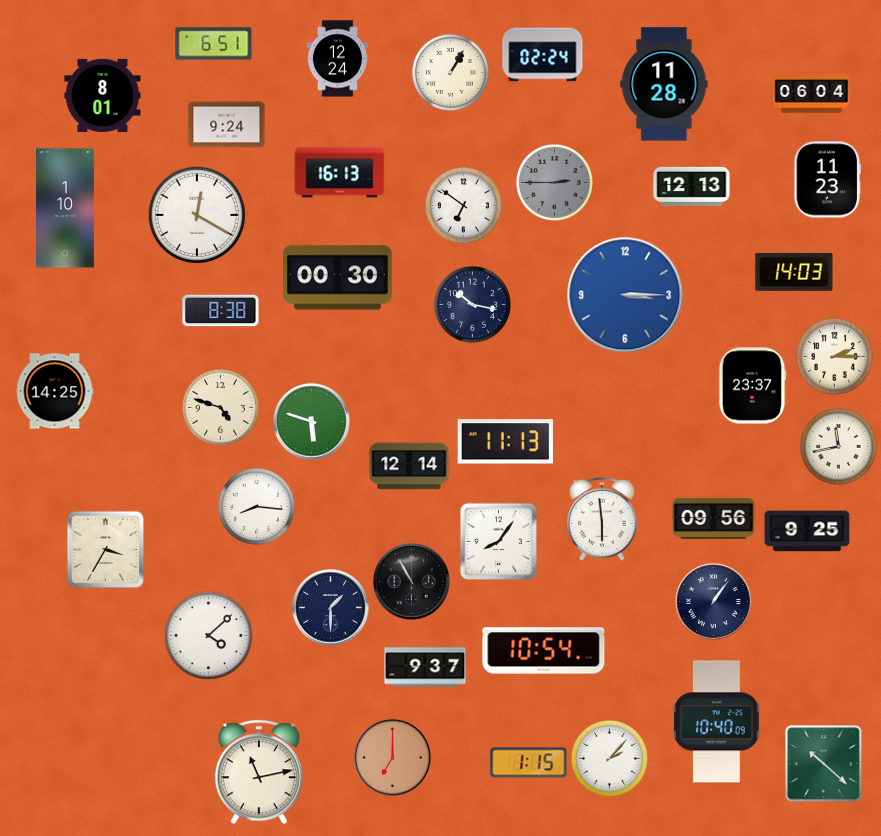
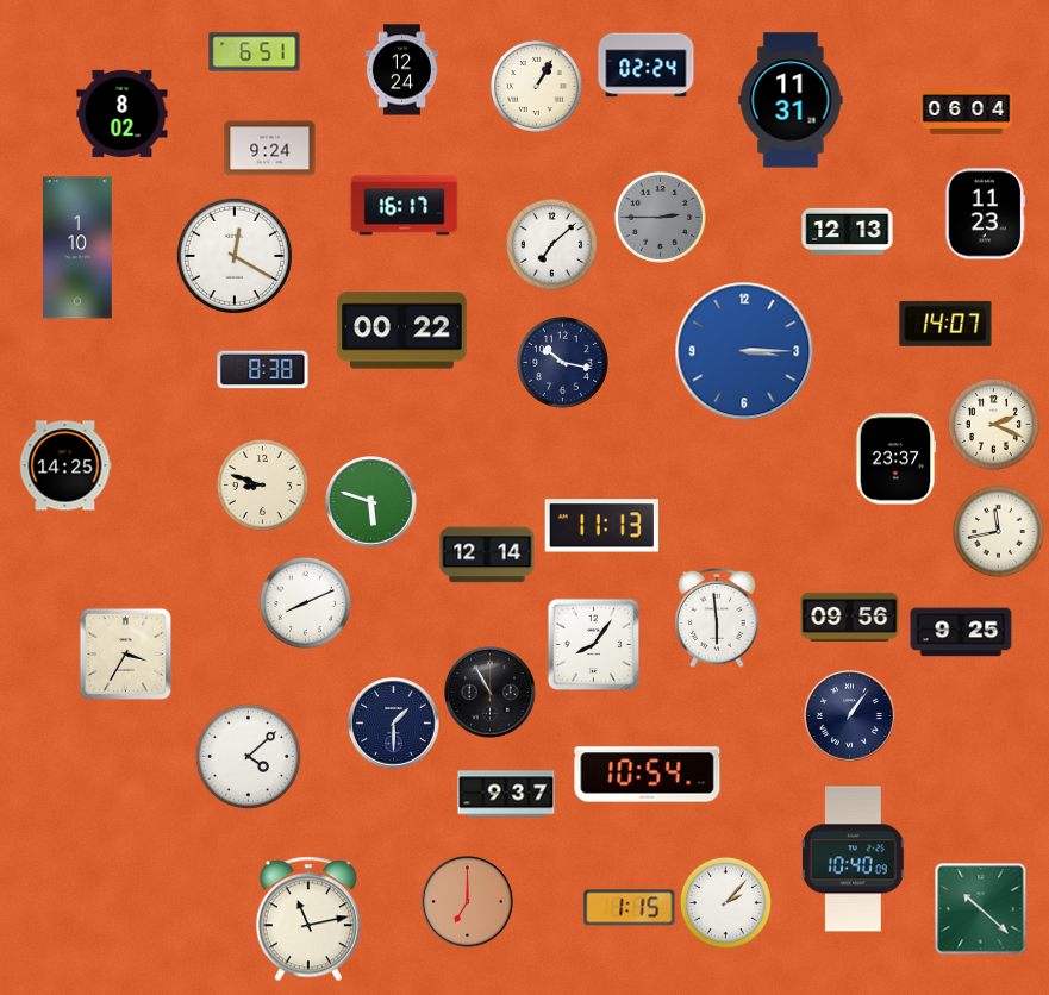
clock at (664, 84): 11:28 -> 11:31
clock at (103, 95): 8:01 -> 8:02
clock at (340, 173): 16:13 -> 16:17
clock at (692, 186) position: (692, 186) -> (848, 231)
clock at (463, 205): 6:51 -> 7:08
clock at (794, 272): 14:03 -> 14:07
clock at (338, 278): 00:30 -> 00:22
clock at (834, 356): 2:15 -> 2:19
clock at (220, 407): 4:48 -> 8:48
clock at (256, 506): 8:16 -> 8:11
